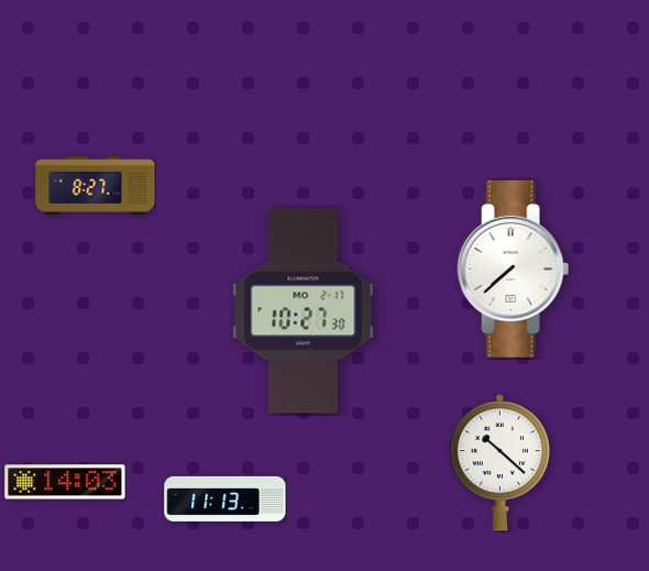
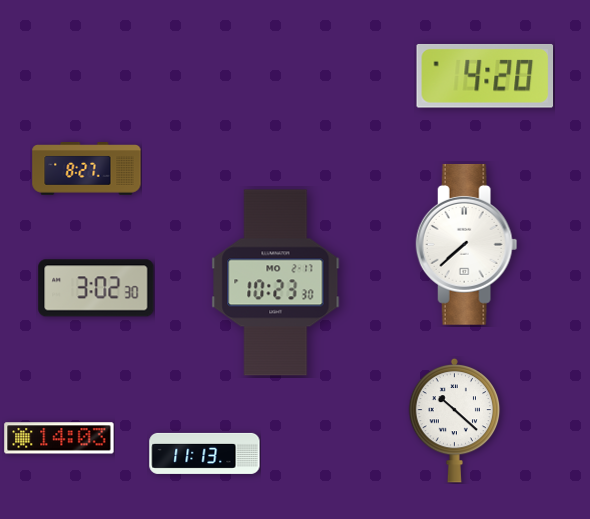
clock at (485, 76): none -> 4:20
clock at (304, 311): 10:27 -> 10:23
clock at (96, 288): none -> 3:02
